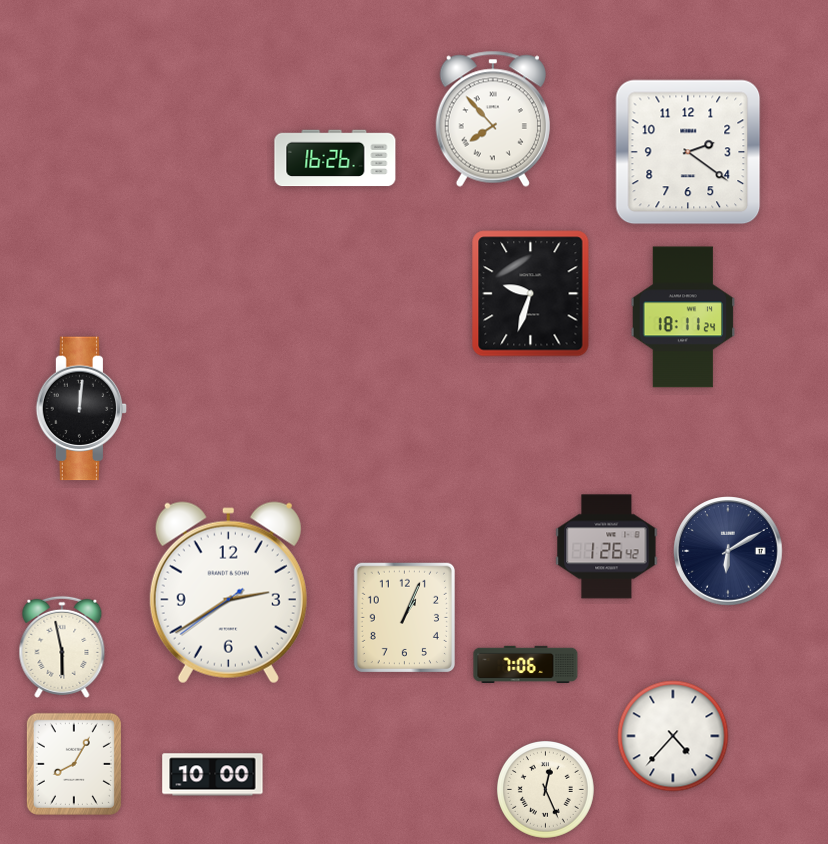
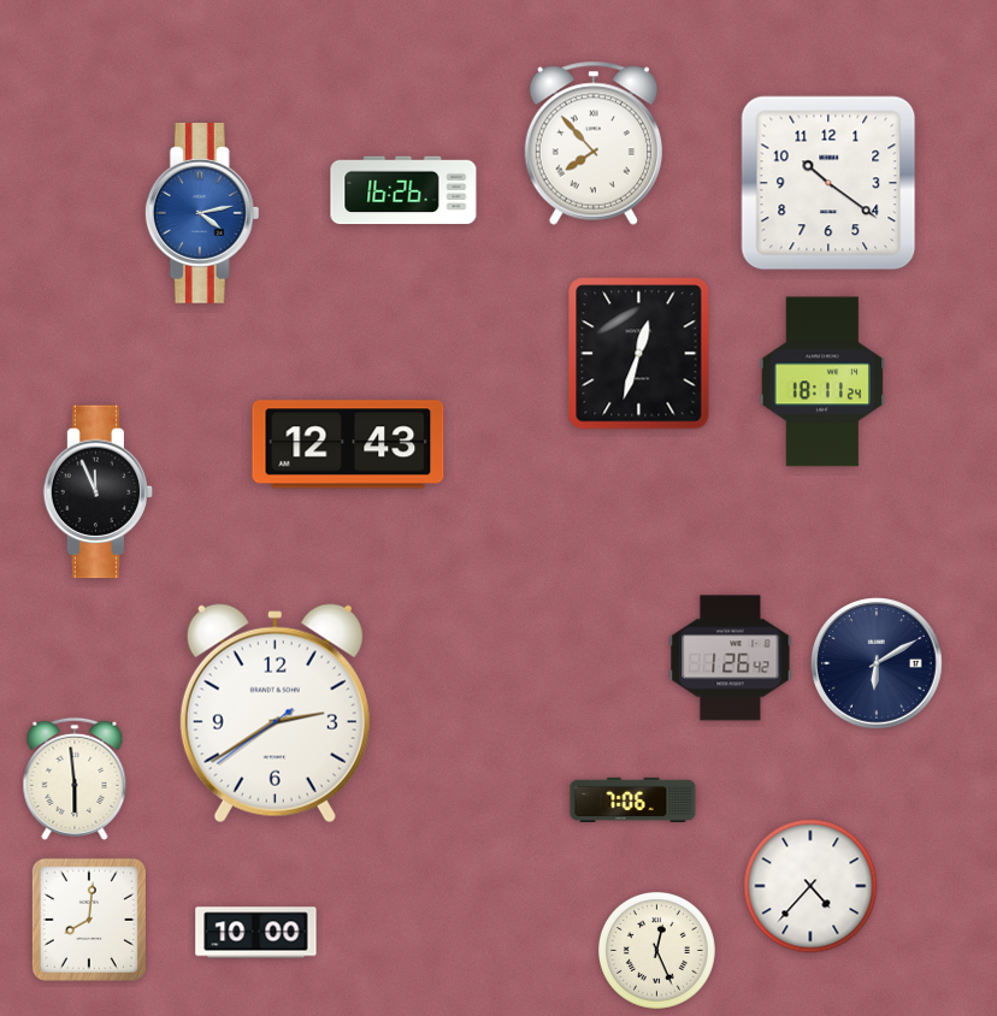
clock at (688, 152): 2:21 -> 10:21
clock at (202, 214): none -> 4:13
clock at (531, 294): 9:33 -> 12:33
clock at (348, 444): none -> 12:43
clock at (82, 409): 12:01 -> 11:56
clock at (404, 617): 1:04 -> none
clock at (62, 647): 5:58 -> 5:59
clock at (74, 764): 8:05 -> 8:01
